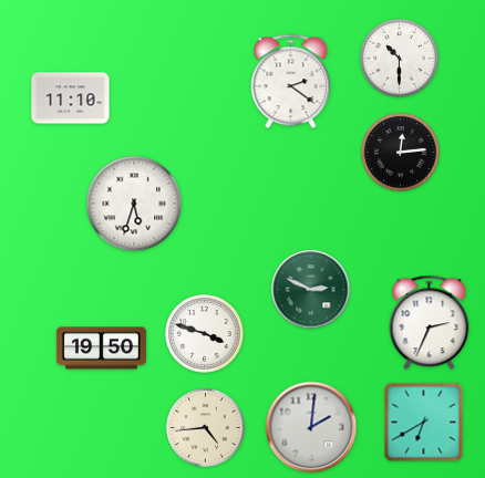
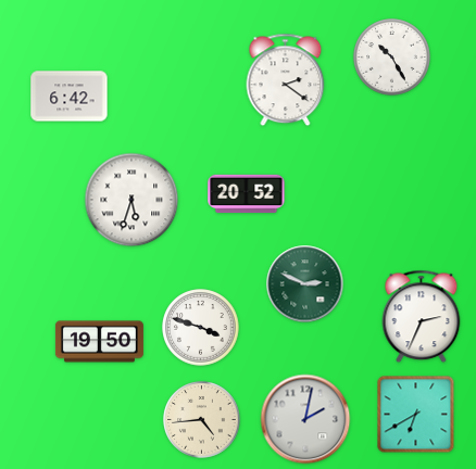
clock at (400, 59): 10:30 -> 10:25
clock at (71, 98): 11:10 -> 6:42
clock at (401, 153): 12:14 -> none
clock at (247, 194): none -> 20:52
clock at (311, 427): 2:01 -> 2:02
